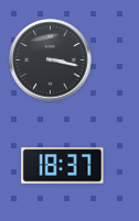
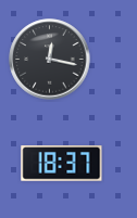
clock at (51, 60): 3:17 -> 12:17
